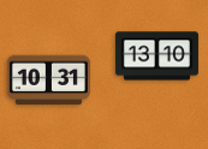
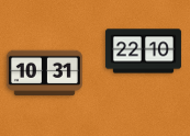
clock at (156, 56): 13:10 -> 22:10
